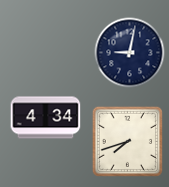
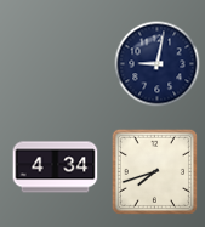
clock at (46, 118) position: (46, 118) -> (56, 168)
